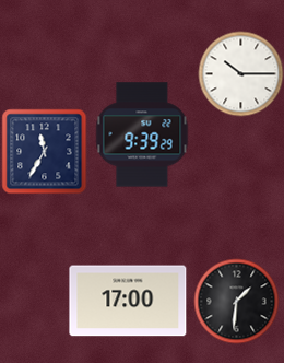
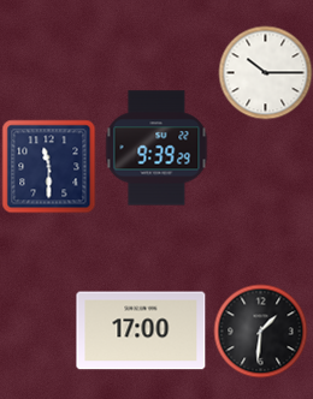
clock at (240, 73) position: (240, 73) -> (265, 72)
clock at (44, 151): 11:35 -> 11:30
